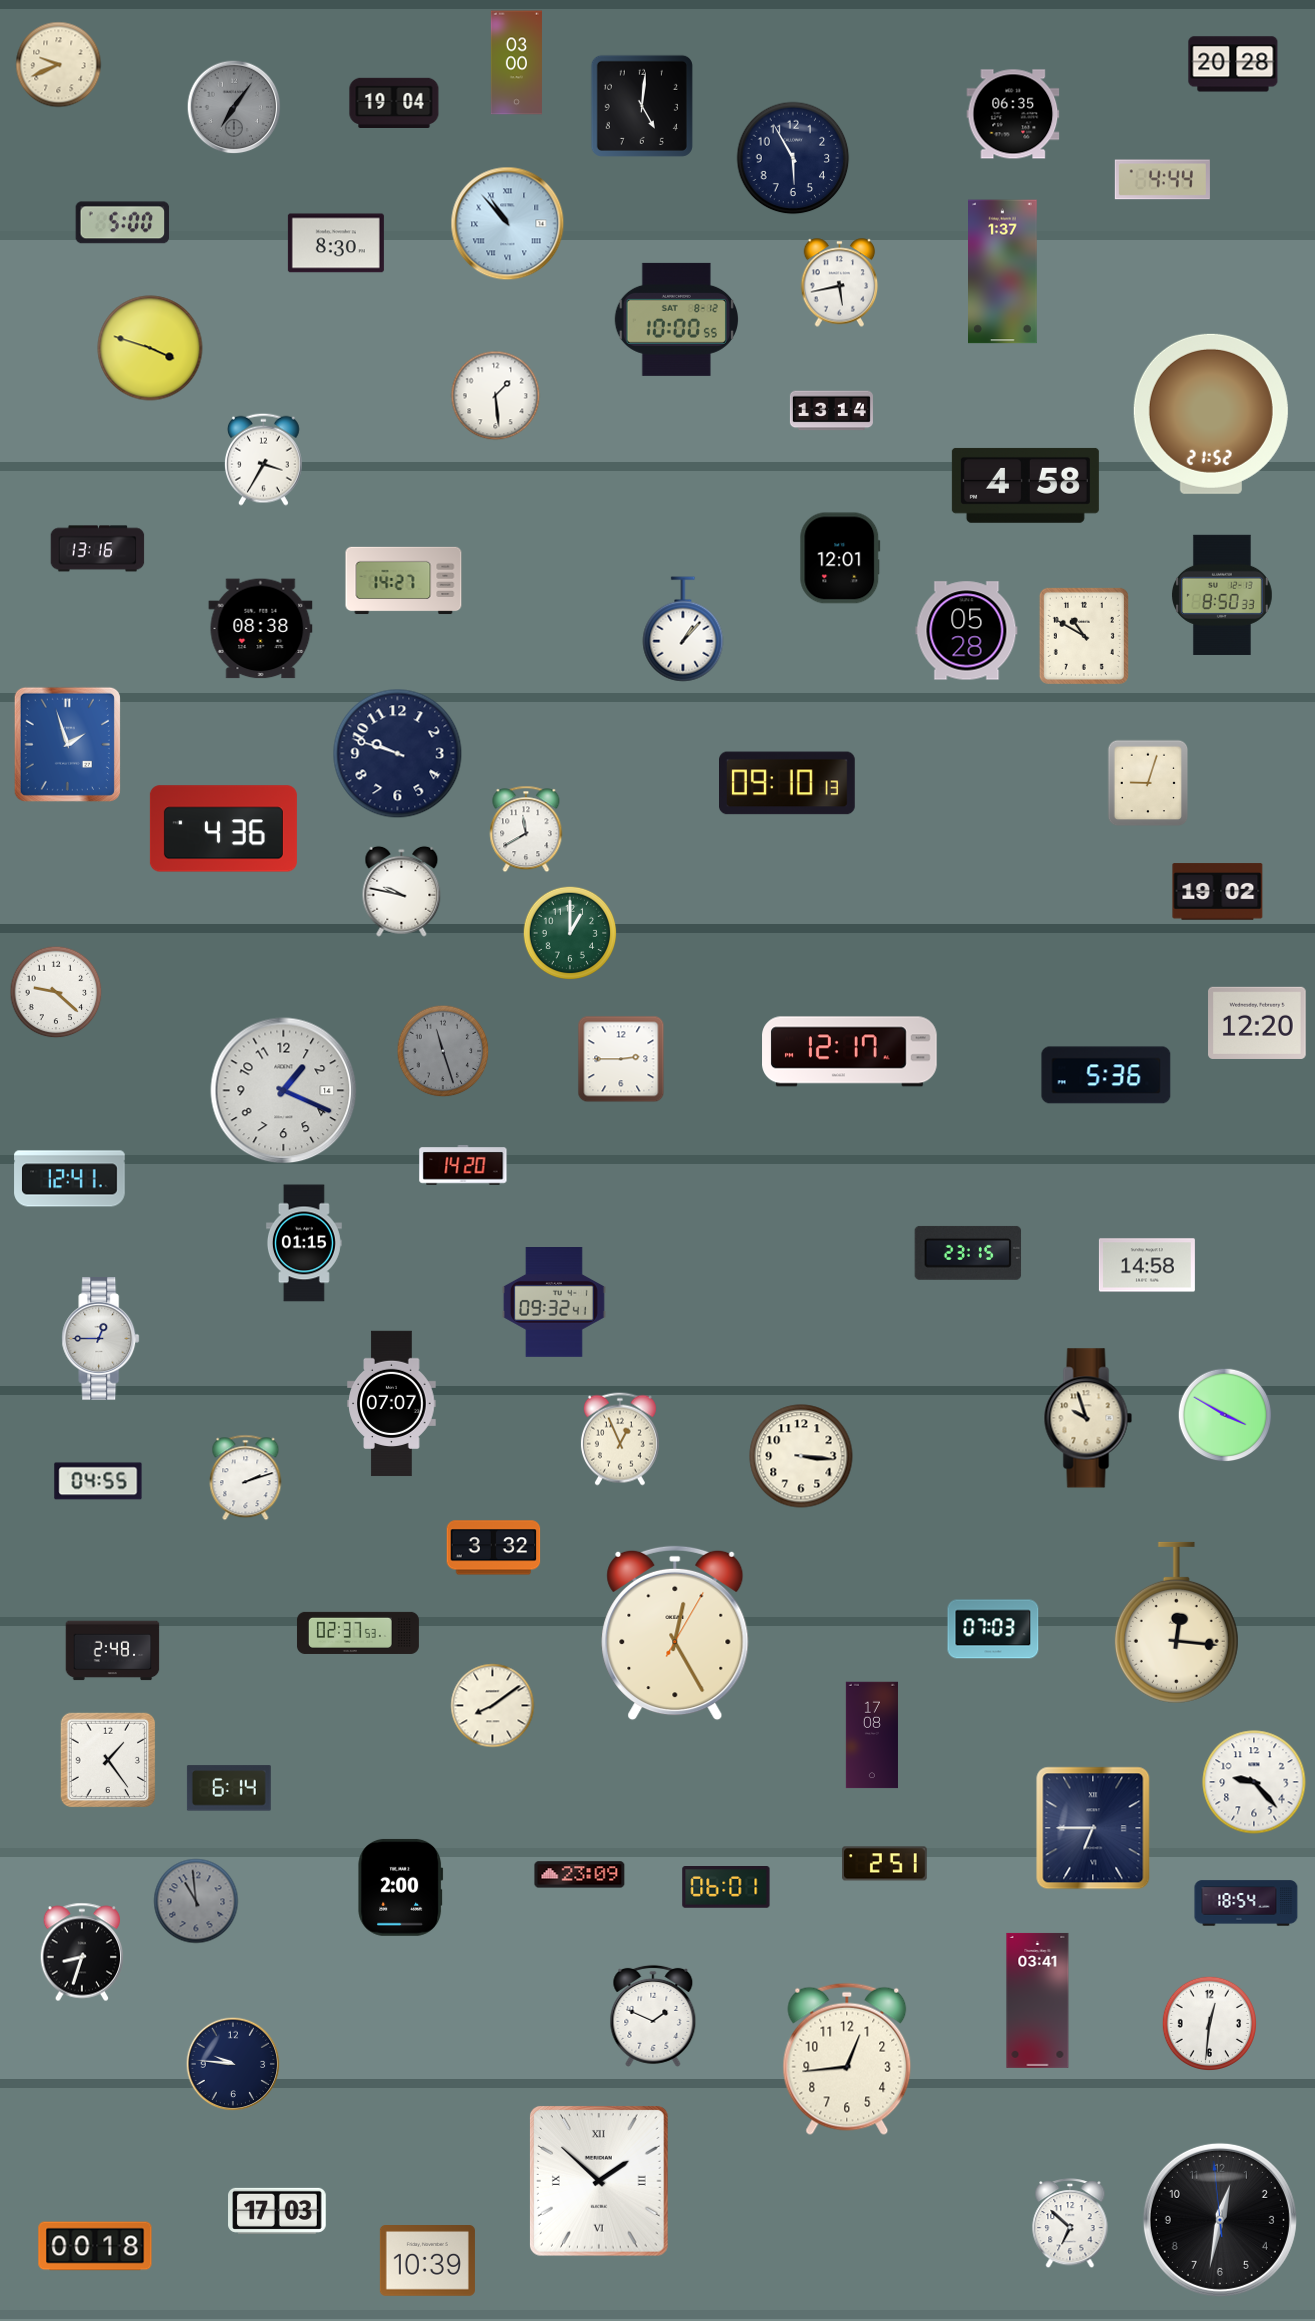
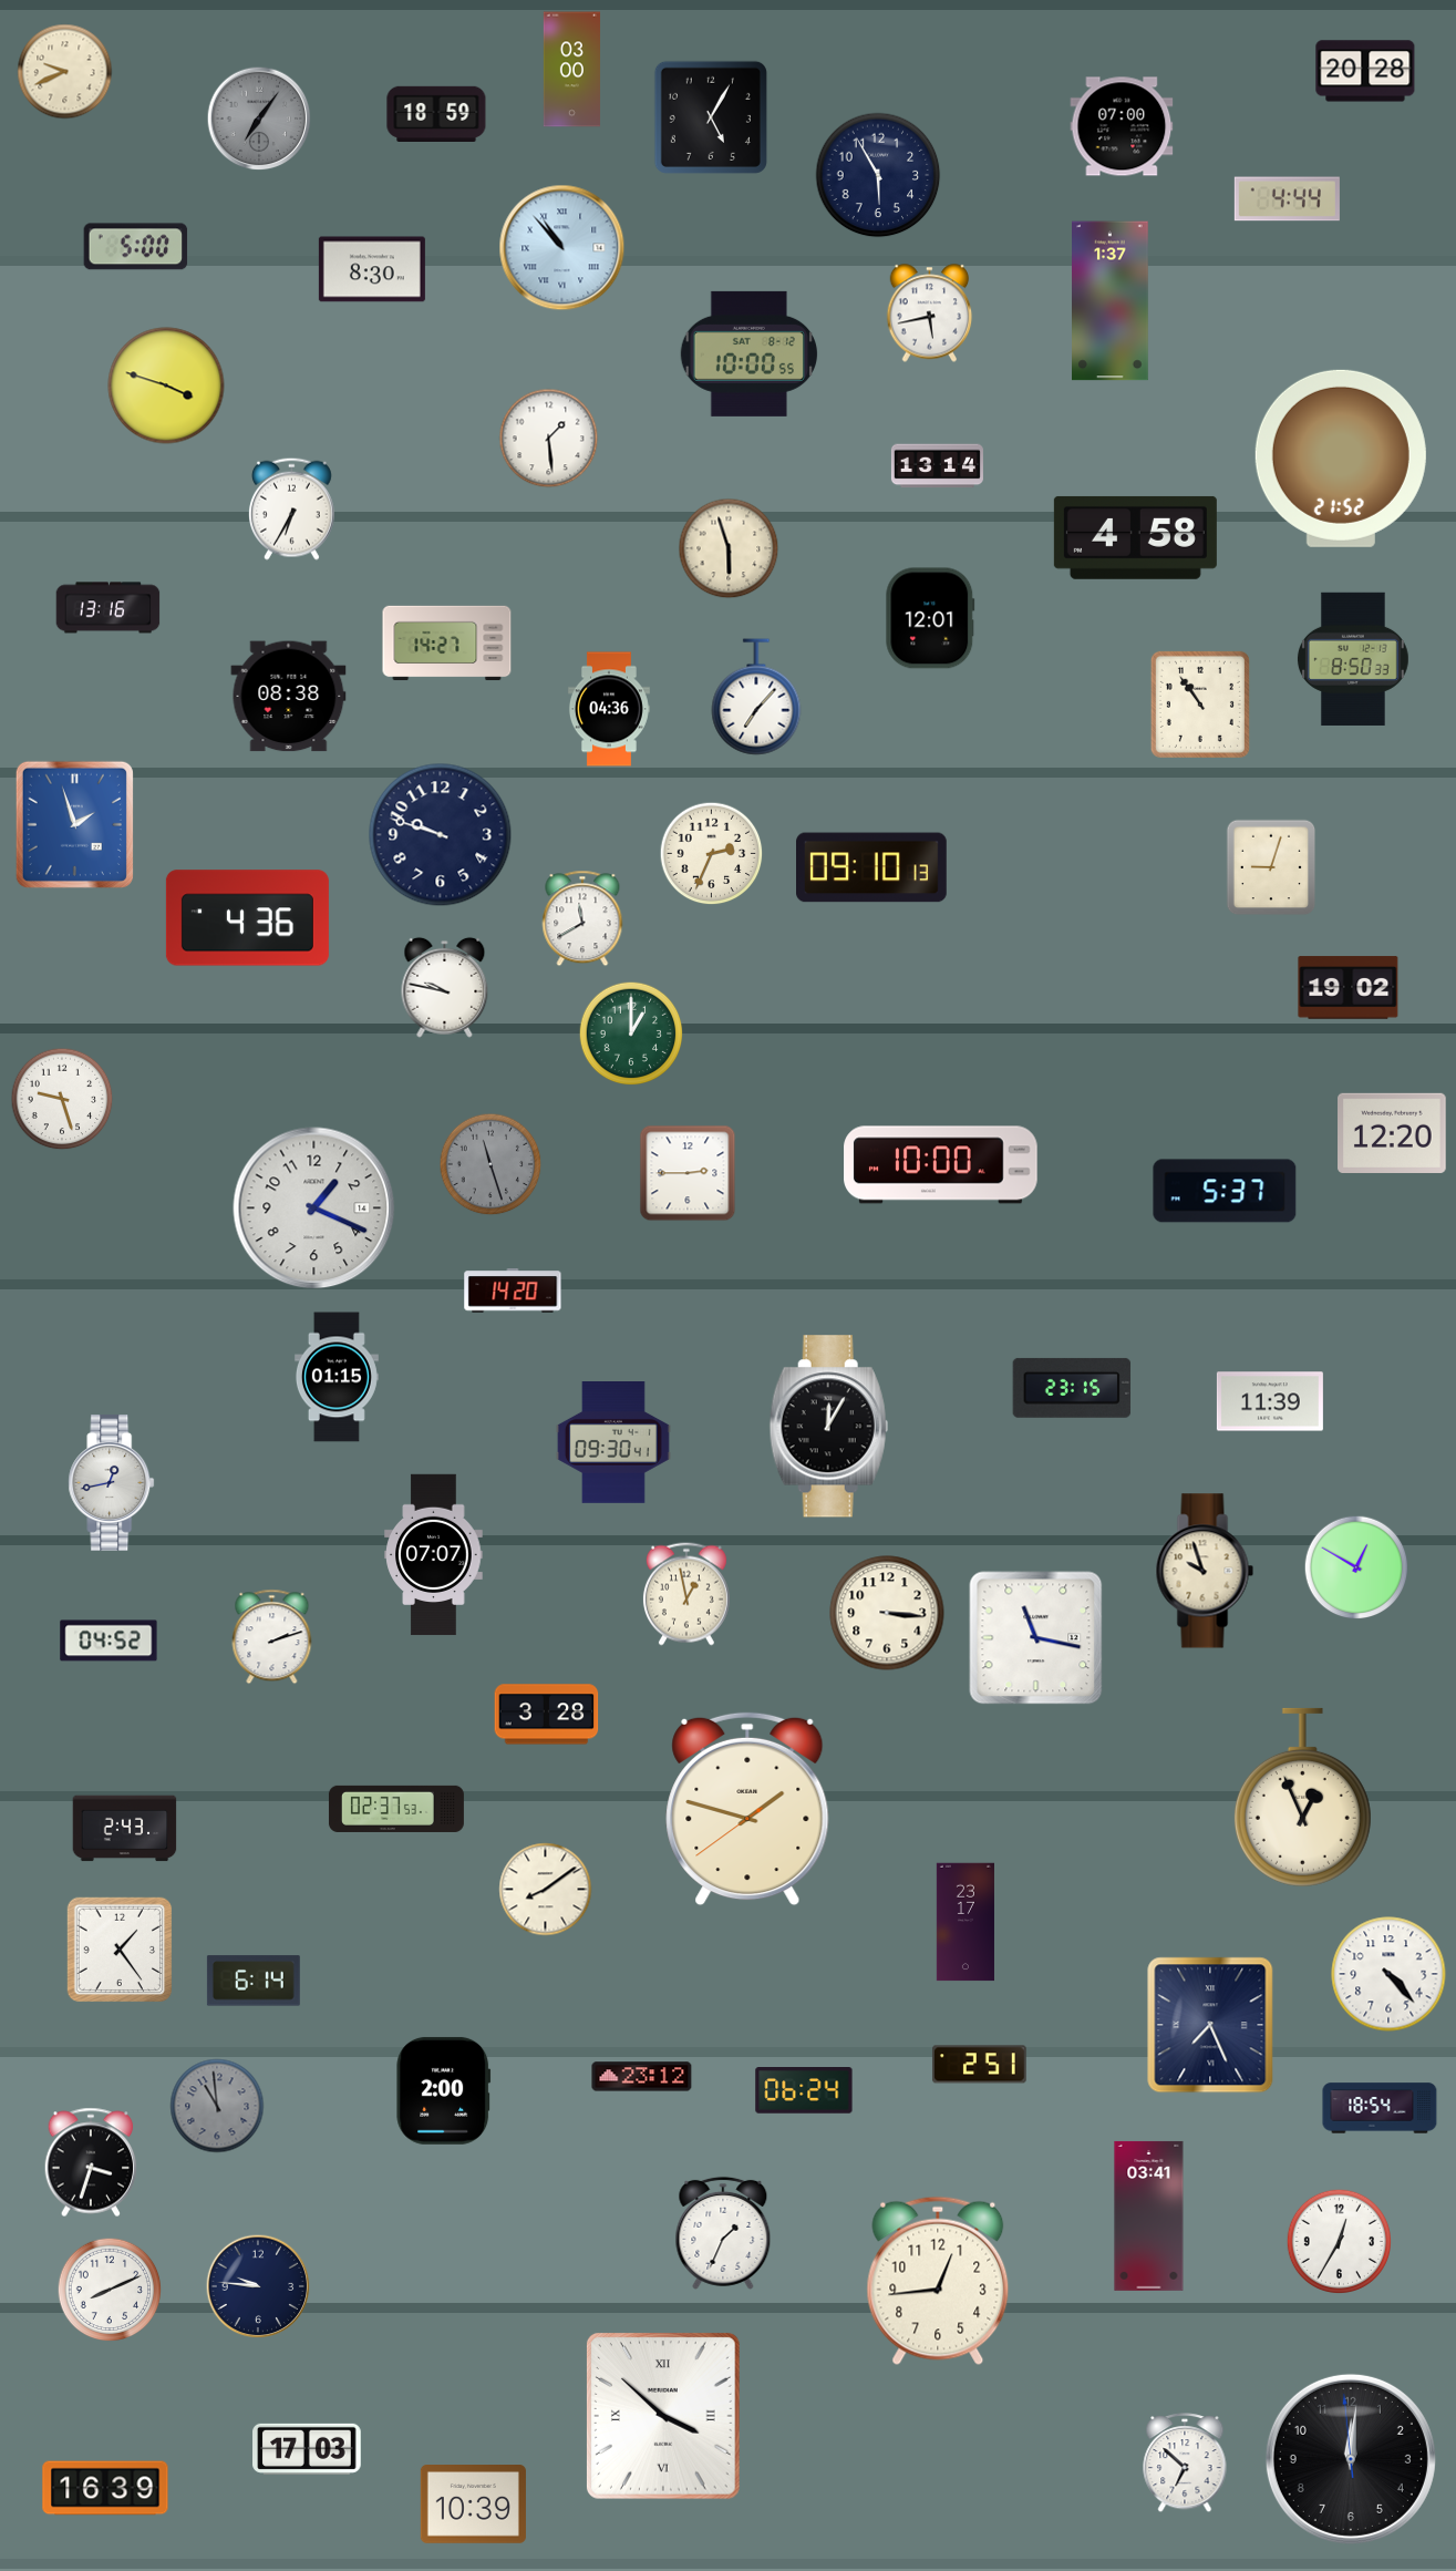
clock at (394, 102): 19:04 -> 18:59
clock at (642, 106): 5:01 -> 5:05
clock at (1013, 114): 06:35 -> 07:00
clock at (831, 411) position: (831, 411) -> (937, 466)
clock at (263, 459): 3:35 -> 6:35
clock at (729, 548): none -> 5:57
clock at (683, 629): 1:07 -> 7:07
clock at (967, 631): 05:28 -> none
clock at (1084, 636): 10:50 -> 10:54
clock at (609, 709): none -> 04:36
clock at (712, 854): none -> 2:34
clock at (56, 992): 9:22 -> 9:27
clock at (850, 1052): 12:17 -> 10:00
clock at (1106, 1075): 5:36 -> 5:37
clock at (70, 1179): 12:41 -> none
clock at (1147, 1265): 14:58 -> 11:39
clock at (828, 1427): none -> 12:05
clock at (554, 1303): 09:32 -> 09:30
clock at (101, 1339): 12:45 -> 12:43
clock at (1225, 1415): 3:50 -> 12:50
clock at (620, 1439): 12:56 -> 12:58
clock at (1036, 1638): none -> 11:17
clock at (98, 1481): 04:55 -> 04:52
clock at (494, 1548): 3:32 -> 3:28
clock at (1176, 1622): 12:16 -> 12:56
clock at (993, 1629): 07:03 -> none
clock at (675, 1633): 12:25 -> 1:47
clock at (113, 1651): 2:48 -> 2:43
clock at (872, 1735): 17:08 -> 23:17
clock at (1254, 1782): 9:23 -> 4:23
clock at (1093, 1828): 6:45 -> 7:26
clock at (580, 1875): 23:09 -> 23:12
clock at (726, 1887): 06:01 -> 06:24
clock at (82, 1952): 8:33 -> 3:33
clock at (653, 2016): 1:49 -> 1:34
clock at (1209, 2023): 12:31 -> 12:35
clock at (110, 2290): none -> 8:11
clock at (599, 2181): 1:52 -> 3:52
clock at (1220, 2220): 12:31 -> 12:00
clock at (95, 2246): 00:18 -> 16:39
